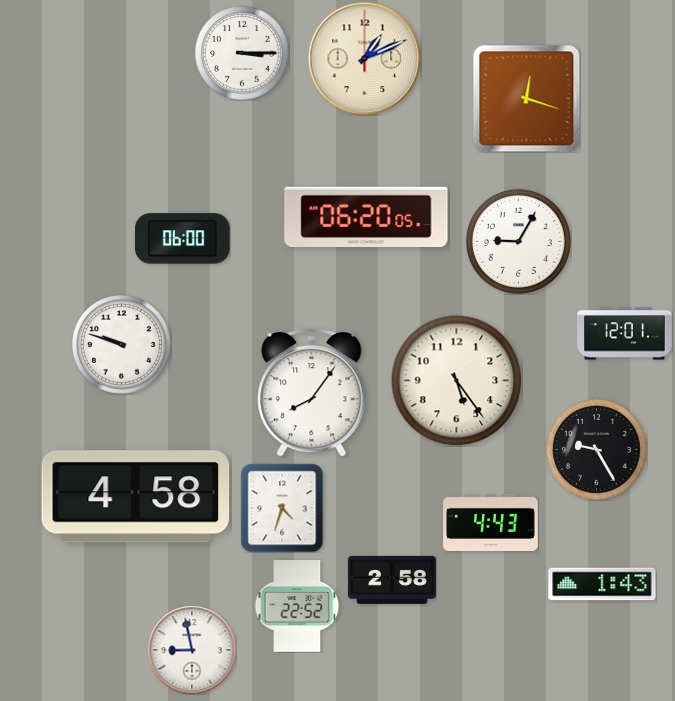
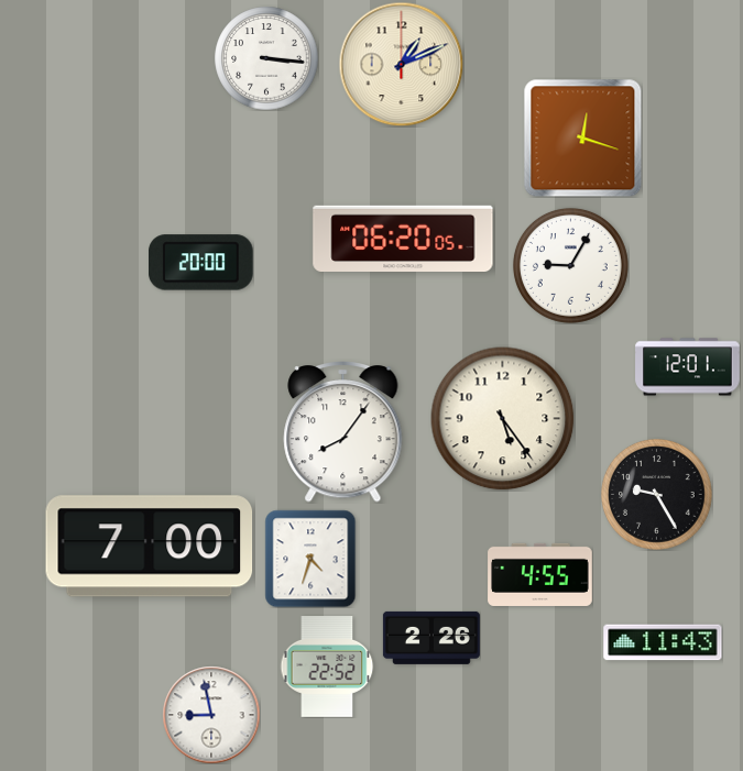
clock at (242, 53): 3:15 -> 3:16
clock at (526, 98) position: (526, 98) -> (582, 137)
clock at (183, 239): 06:00 -> 20:00
clock at (122, 345): 9:48 -> none
clock at (136, 497): 4:58 -> 7:00
clock at (491, 522): 4:43 -> 4:55
clock at (392, 580): 2:58 -> 2:26
clock at (602, 584): 1:43 -> 11:43
